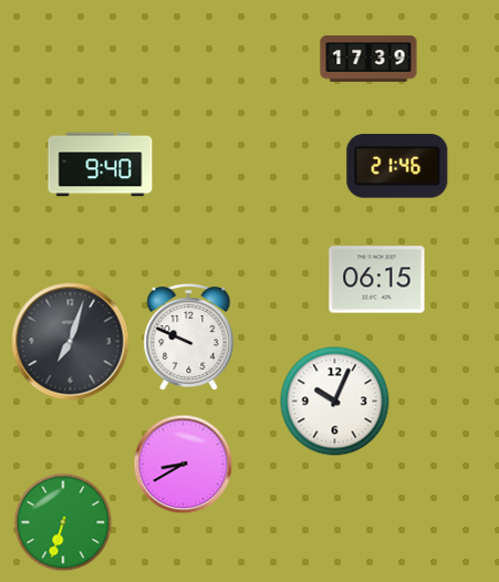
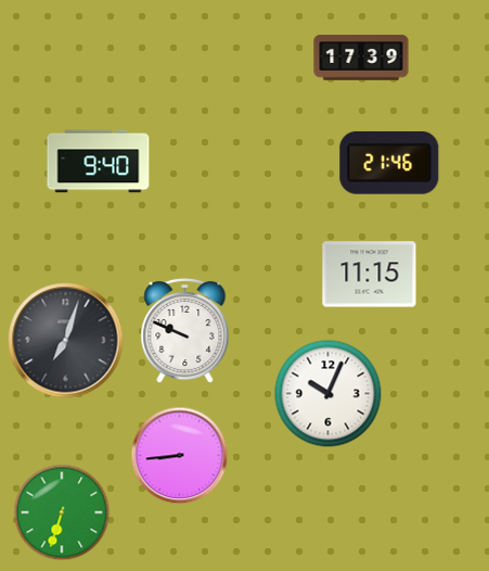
clock at (377, 280): 06:15 -> 11:15
clock at (71, 342) position: (71, 342) -> (66, 341)
clock at (183, 464): 8:40 -> 8:44
